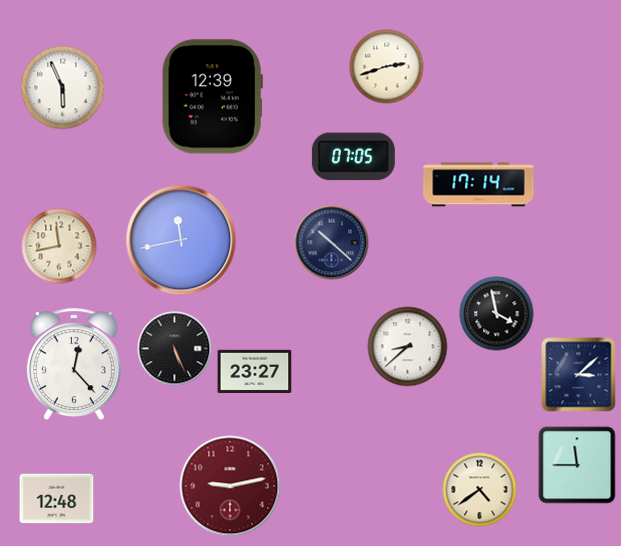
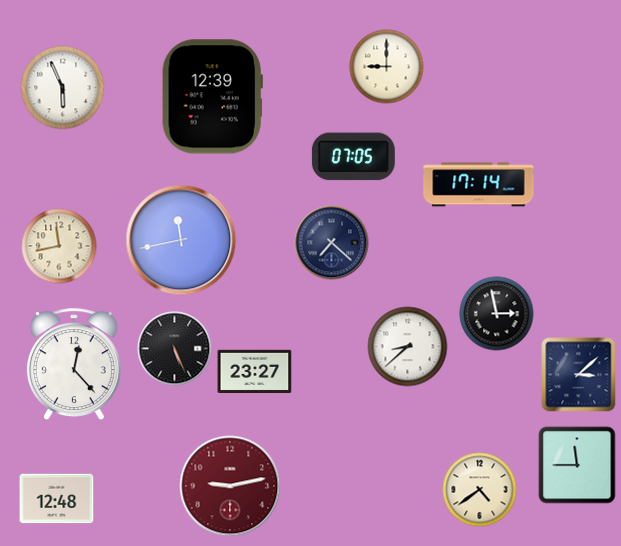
clock at (387, 67): 2:42 -> 9:00
clock at (332, 243): 10:22 -> 7:22
clock at (497, 314): 3:58 -> 2:58
